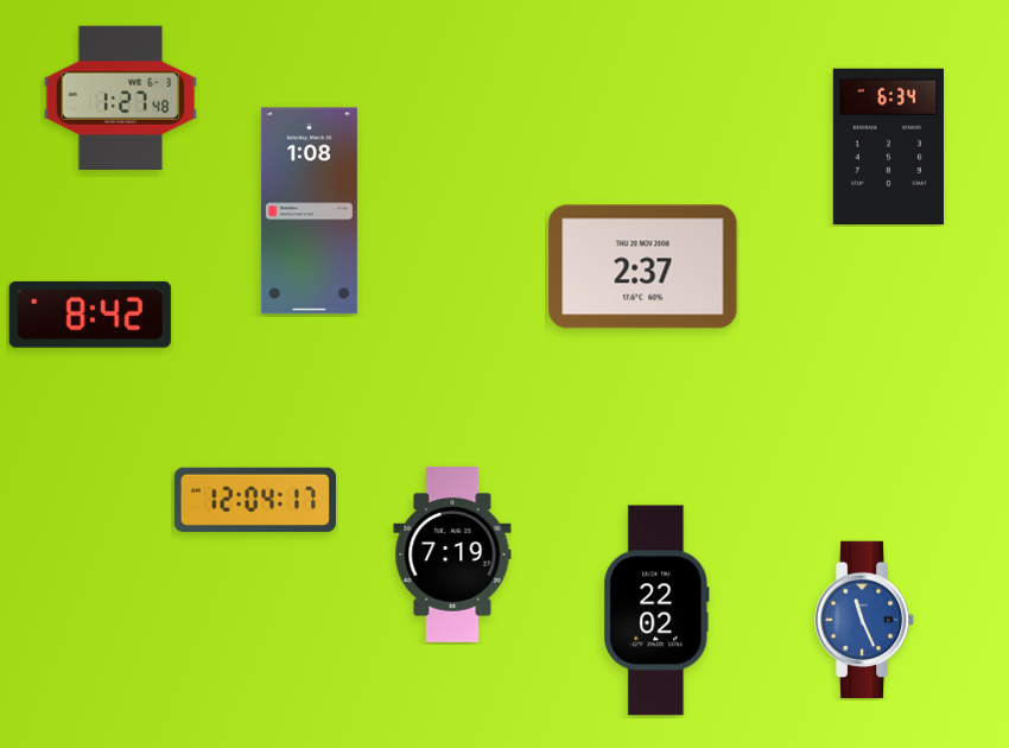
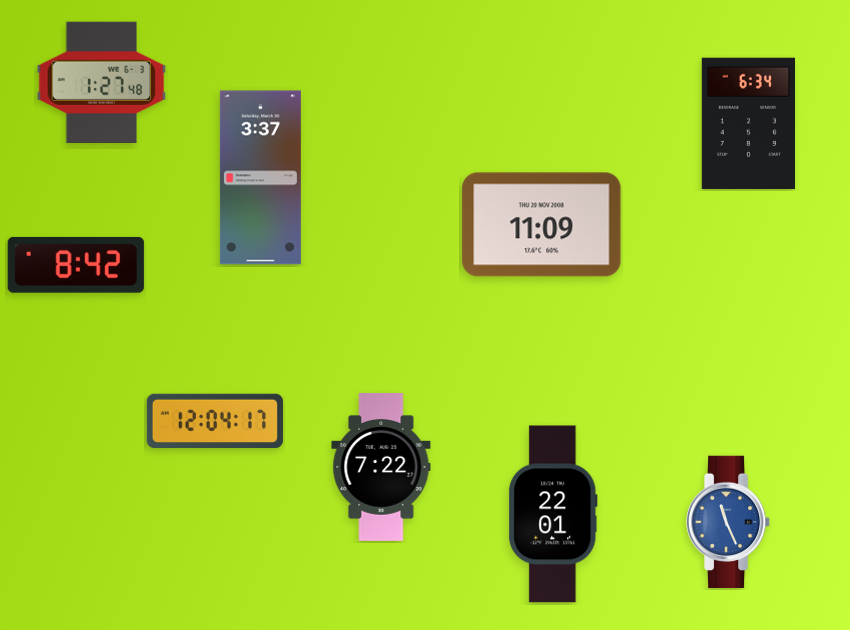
clock at (309, 211): 1:08 -> 3:37
clock at (643, 267): 2:37 -> 11:09
clock at (452, 556): 7:19 -> 7:22
clock at (656, 610): 22:02 -> 22:01
